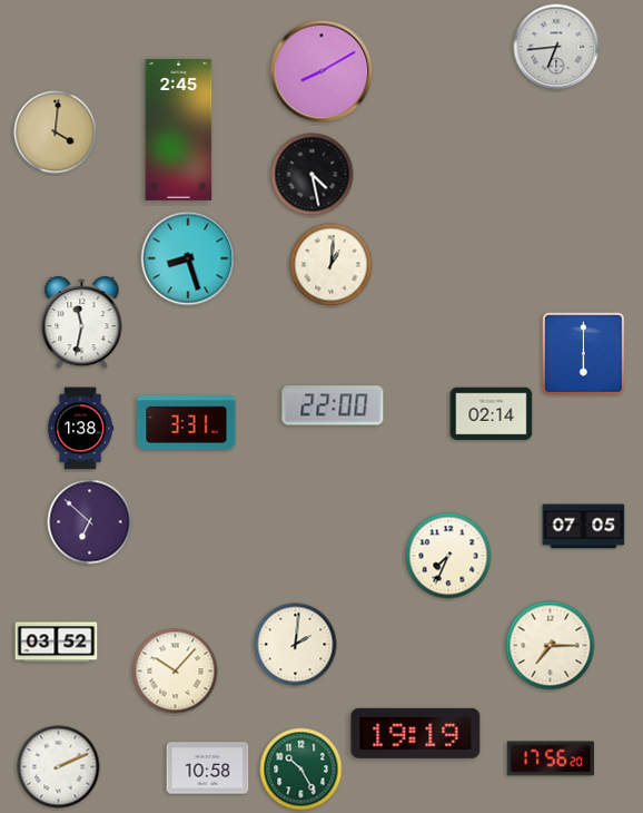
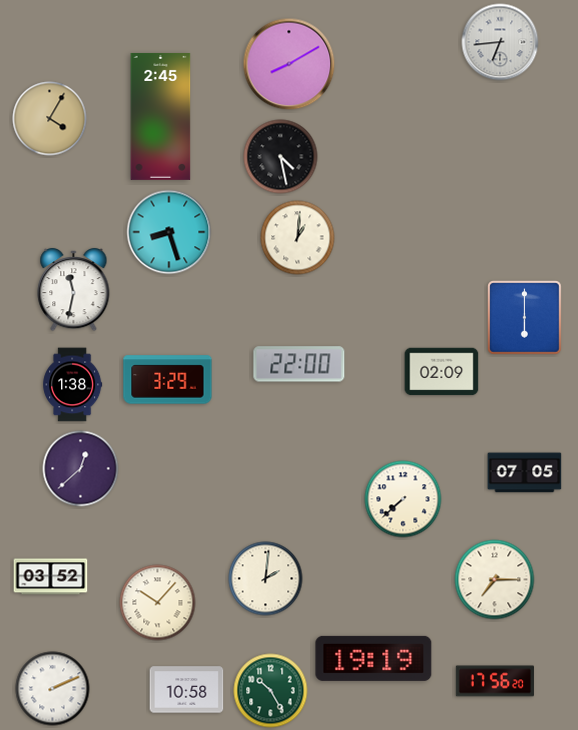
clock at (56, 133): 4:01 -> 4:05
clock at (492, 414): 02:14 -> 02:09
clock at (187, 423): 3:31 -> 3:29
clock at (90, 522): 6:52 -> 12:38
clock at (448, 556): 7:34 -> 7:38
